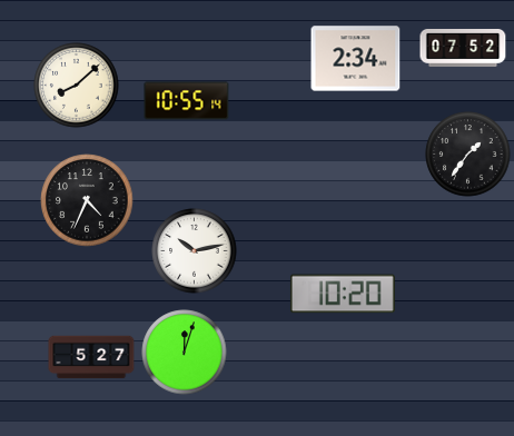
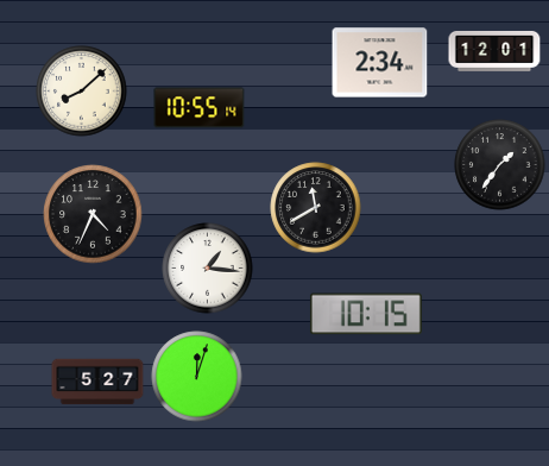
clock at (463, 48): 07:52 -> 12:01
clock at (316, 208): none -> 11:40
clock at (195, 251): 10:13 -> 1:16
clock at (343, 294): 10:20 -> 10:15
